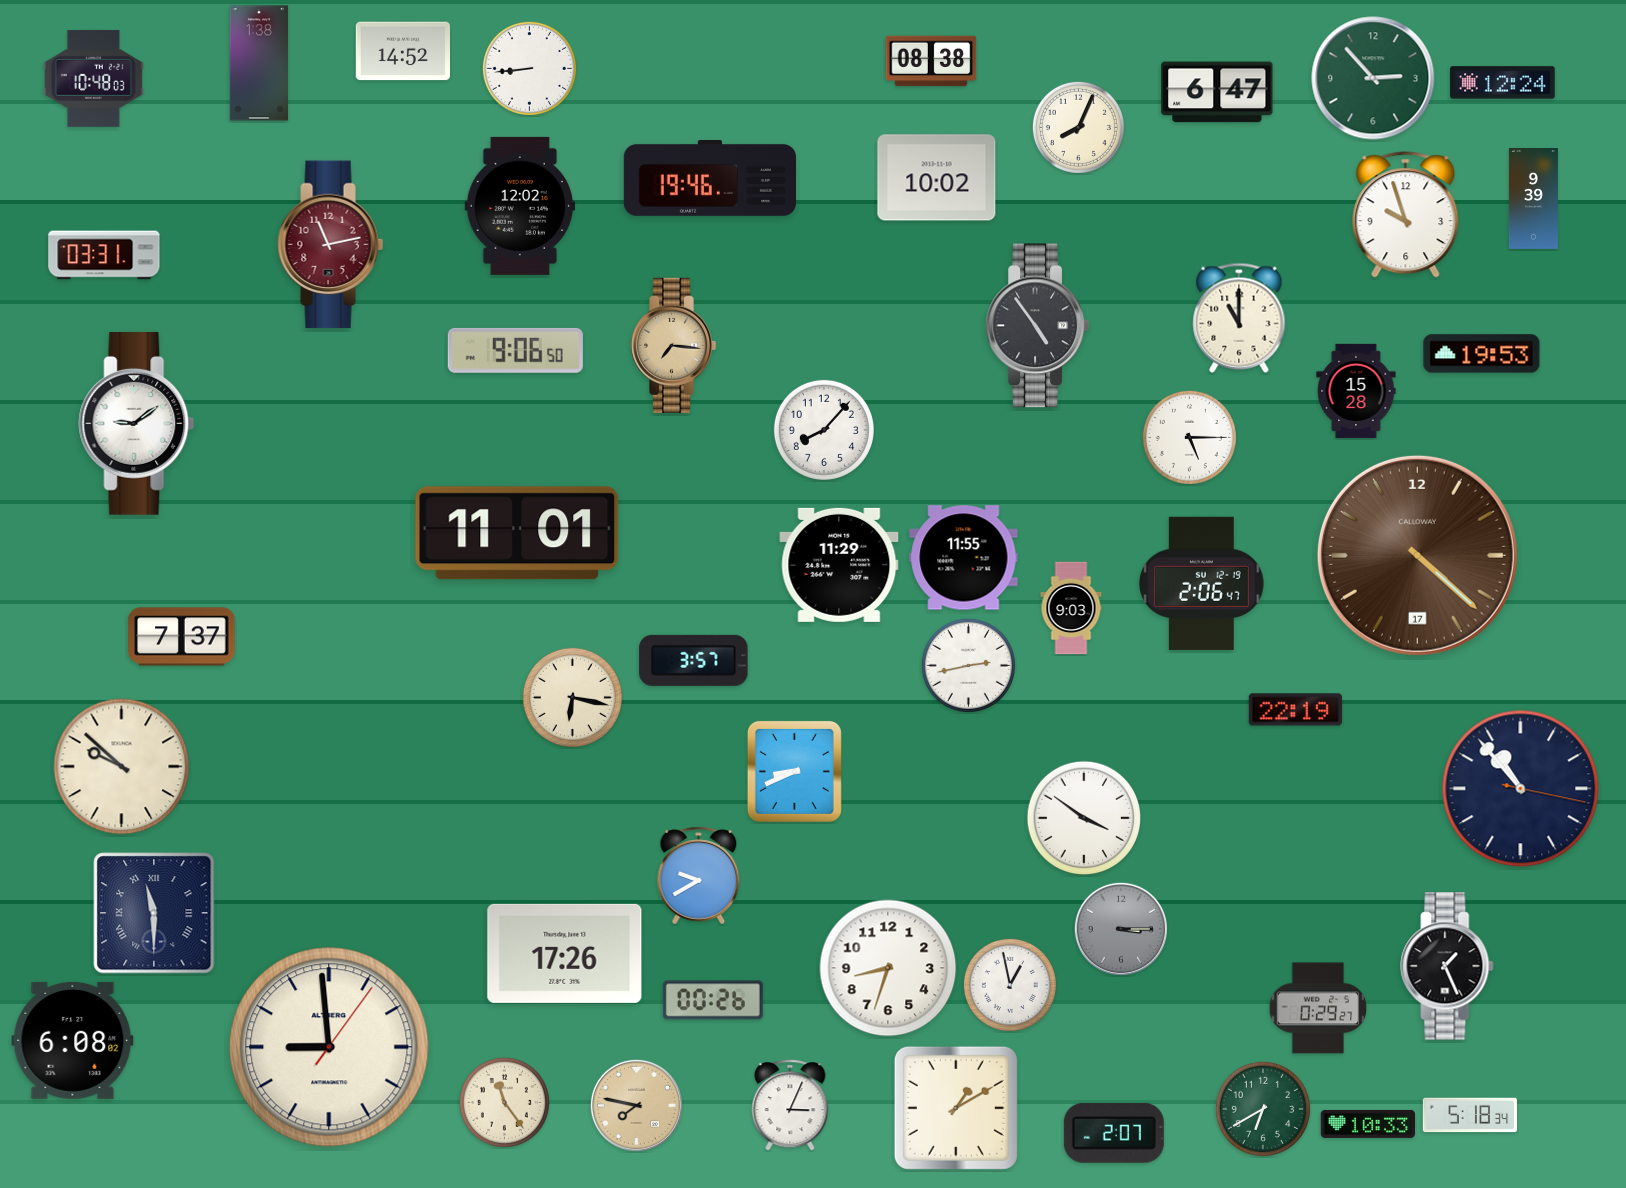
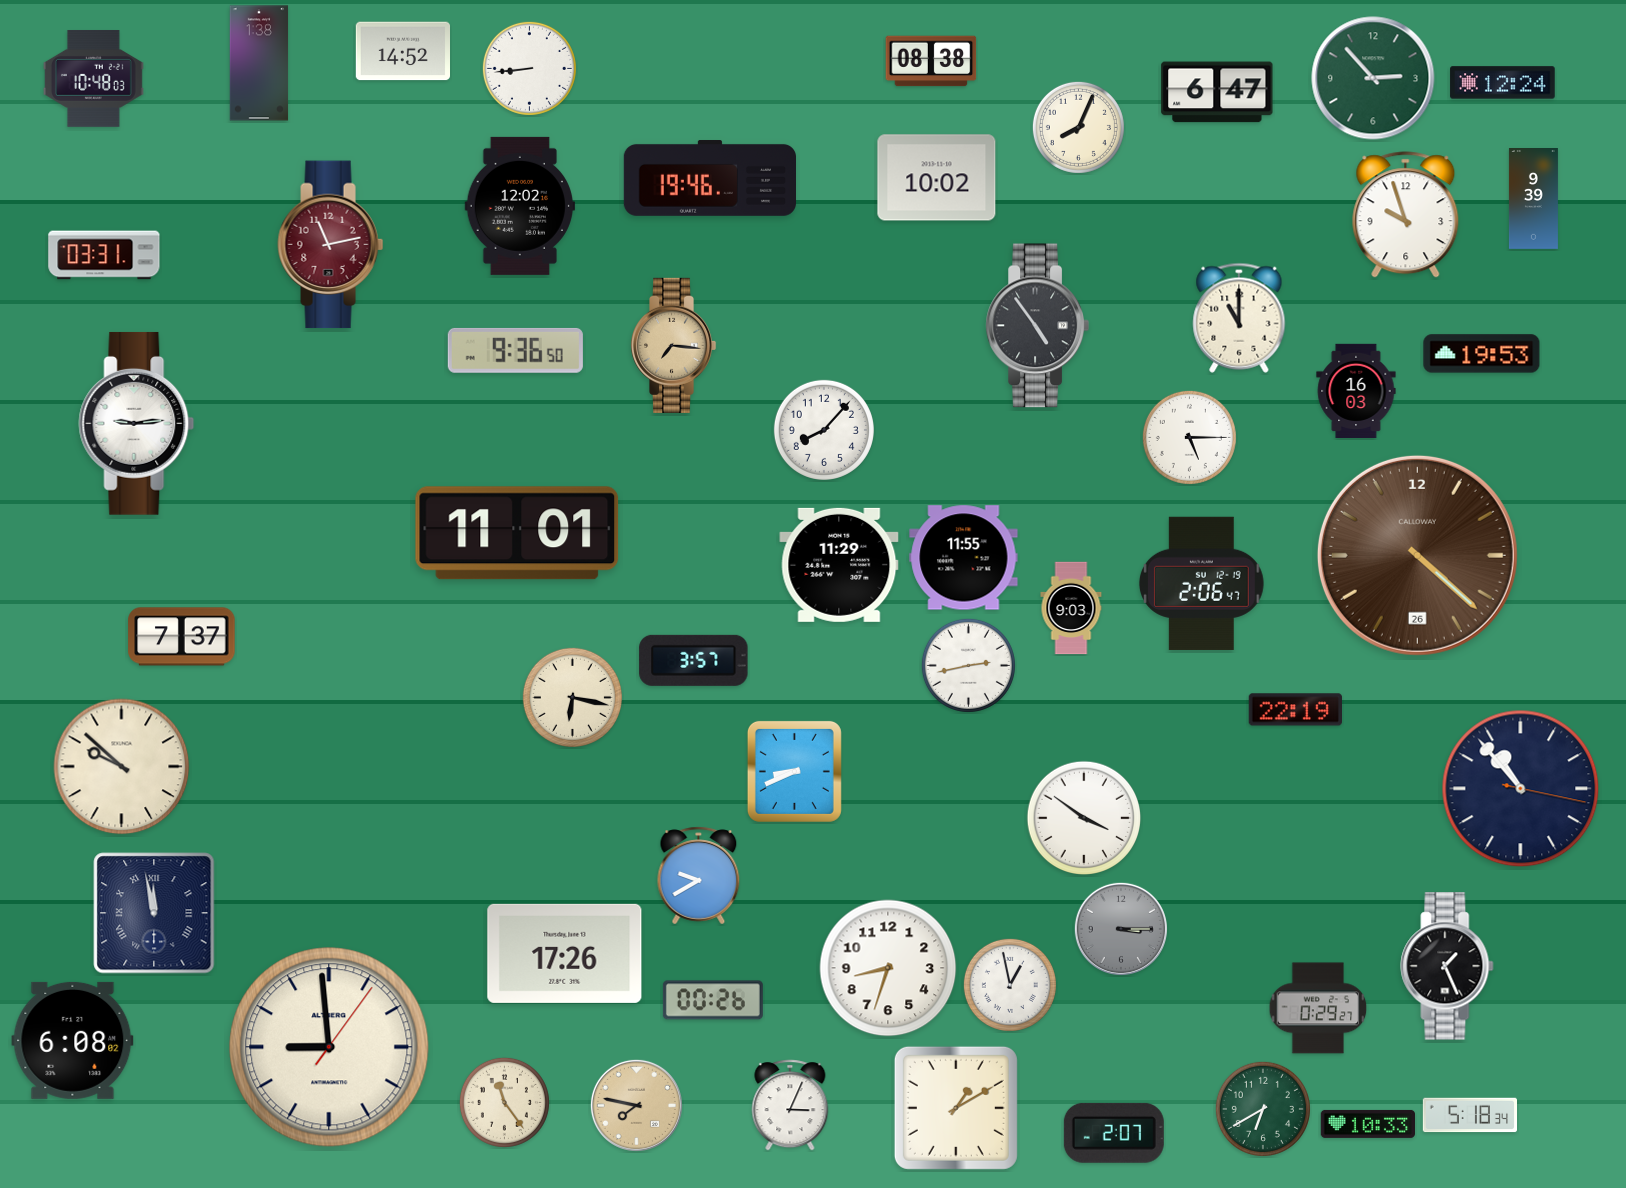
clock at (515, 350): 9:06 -> 9:36
clock at (1356, 390): 15:28 -> 16:03
clock at (137, 423): 9:09 -> 9:14
clock at (1417, 555) date: 17 -> 26
clock at (154, 913): 11:30 -> 11:58
